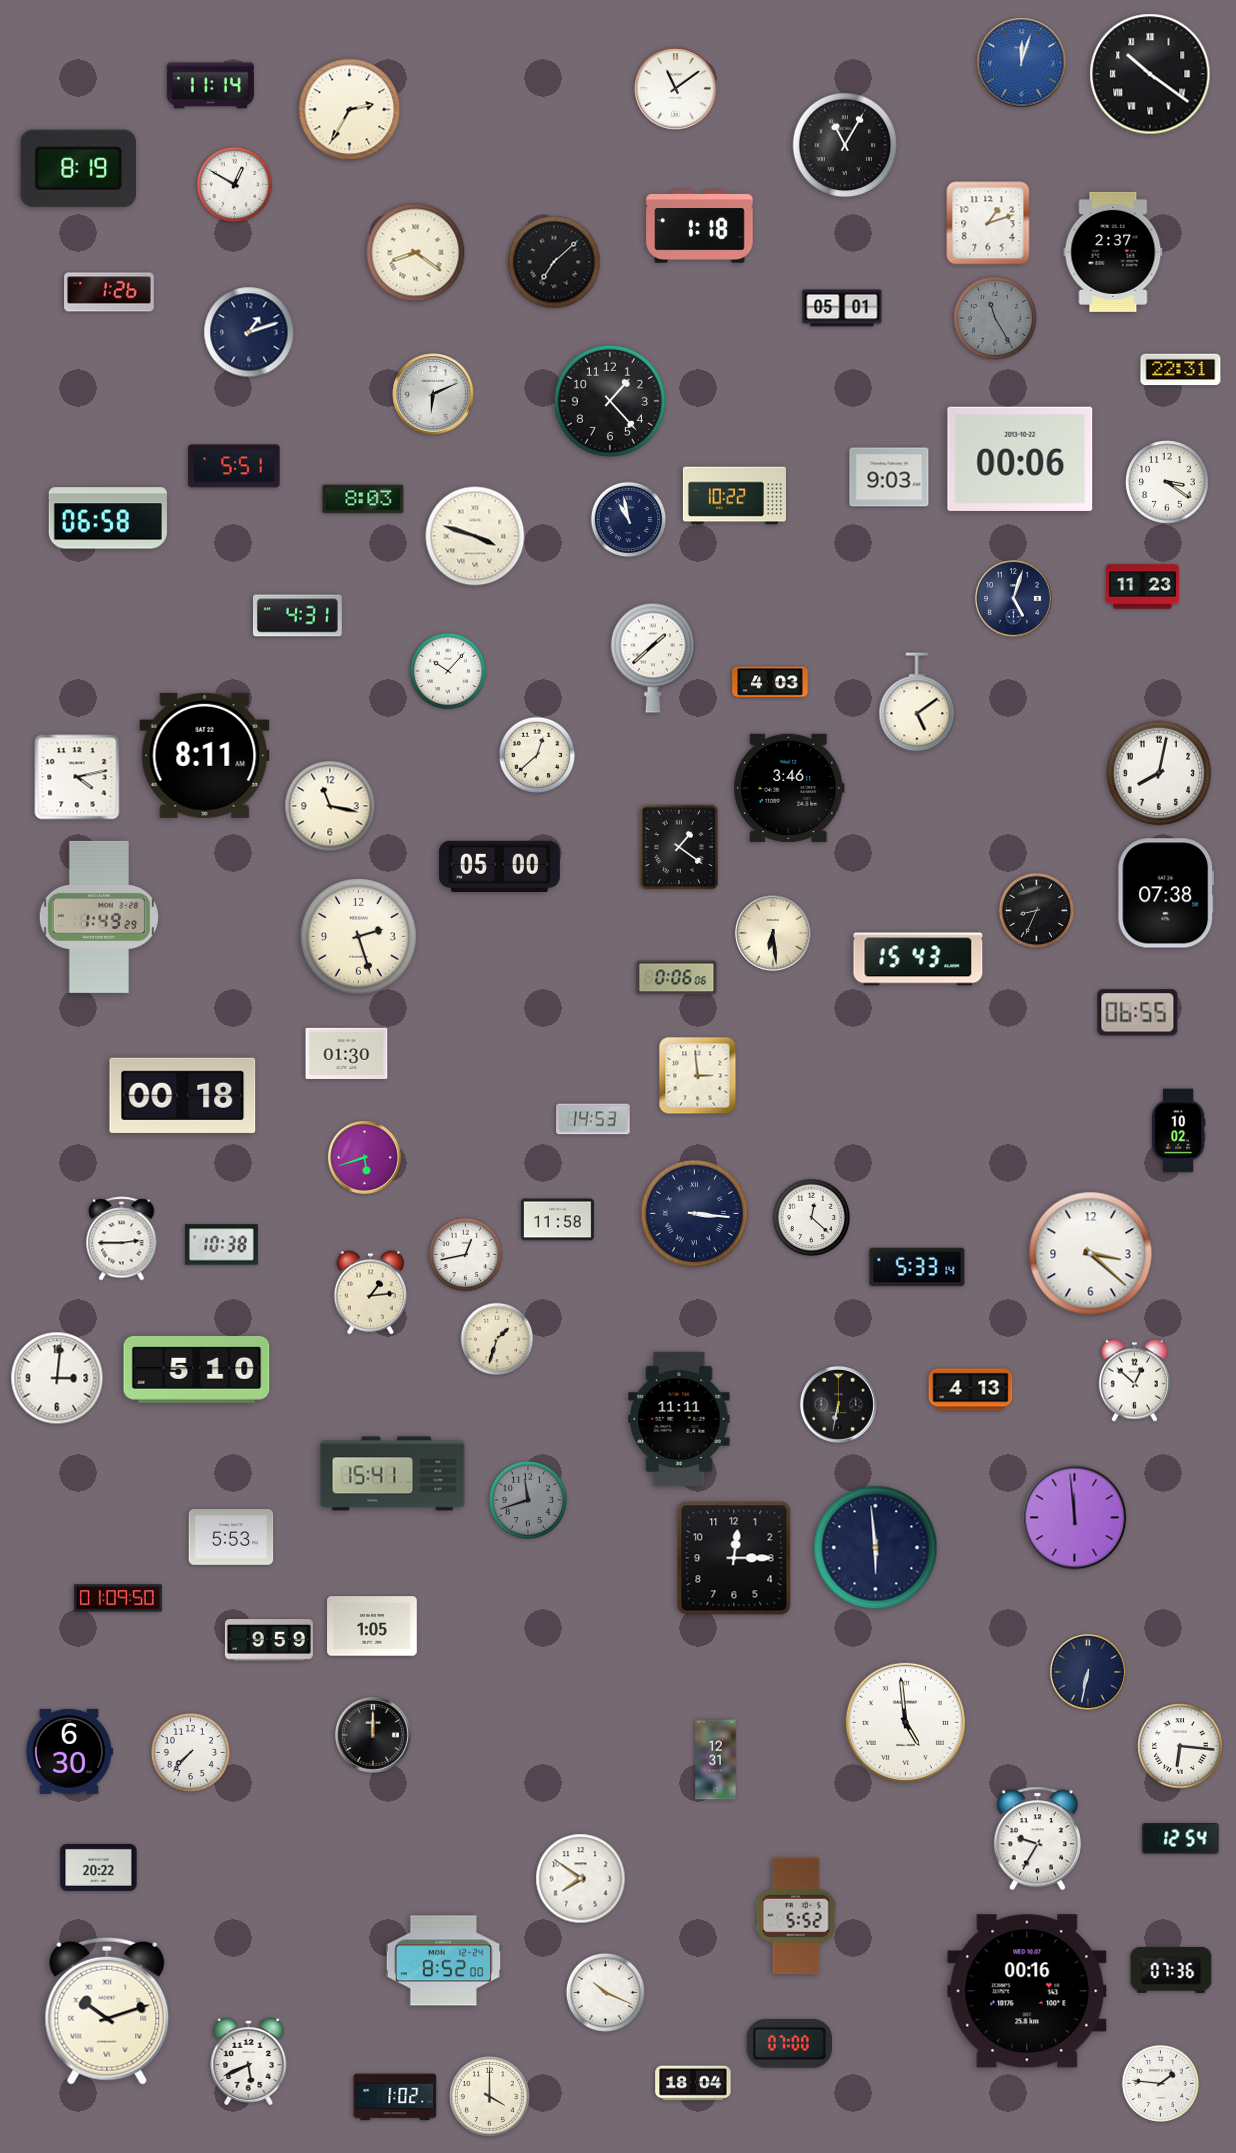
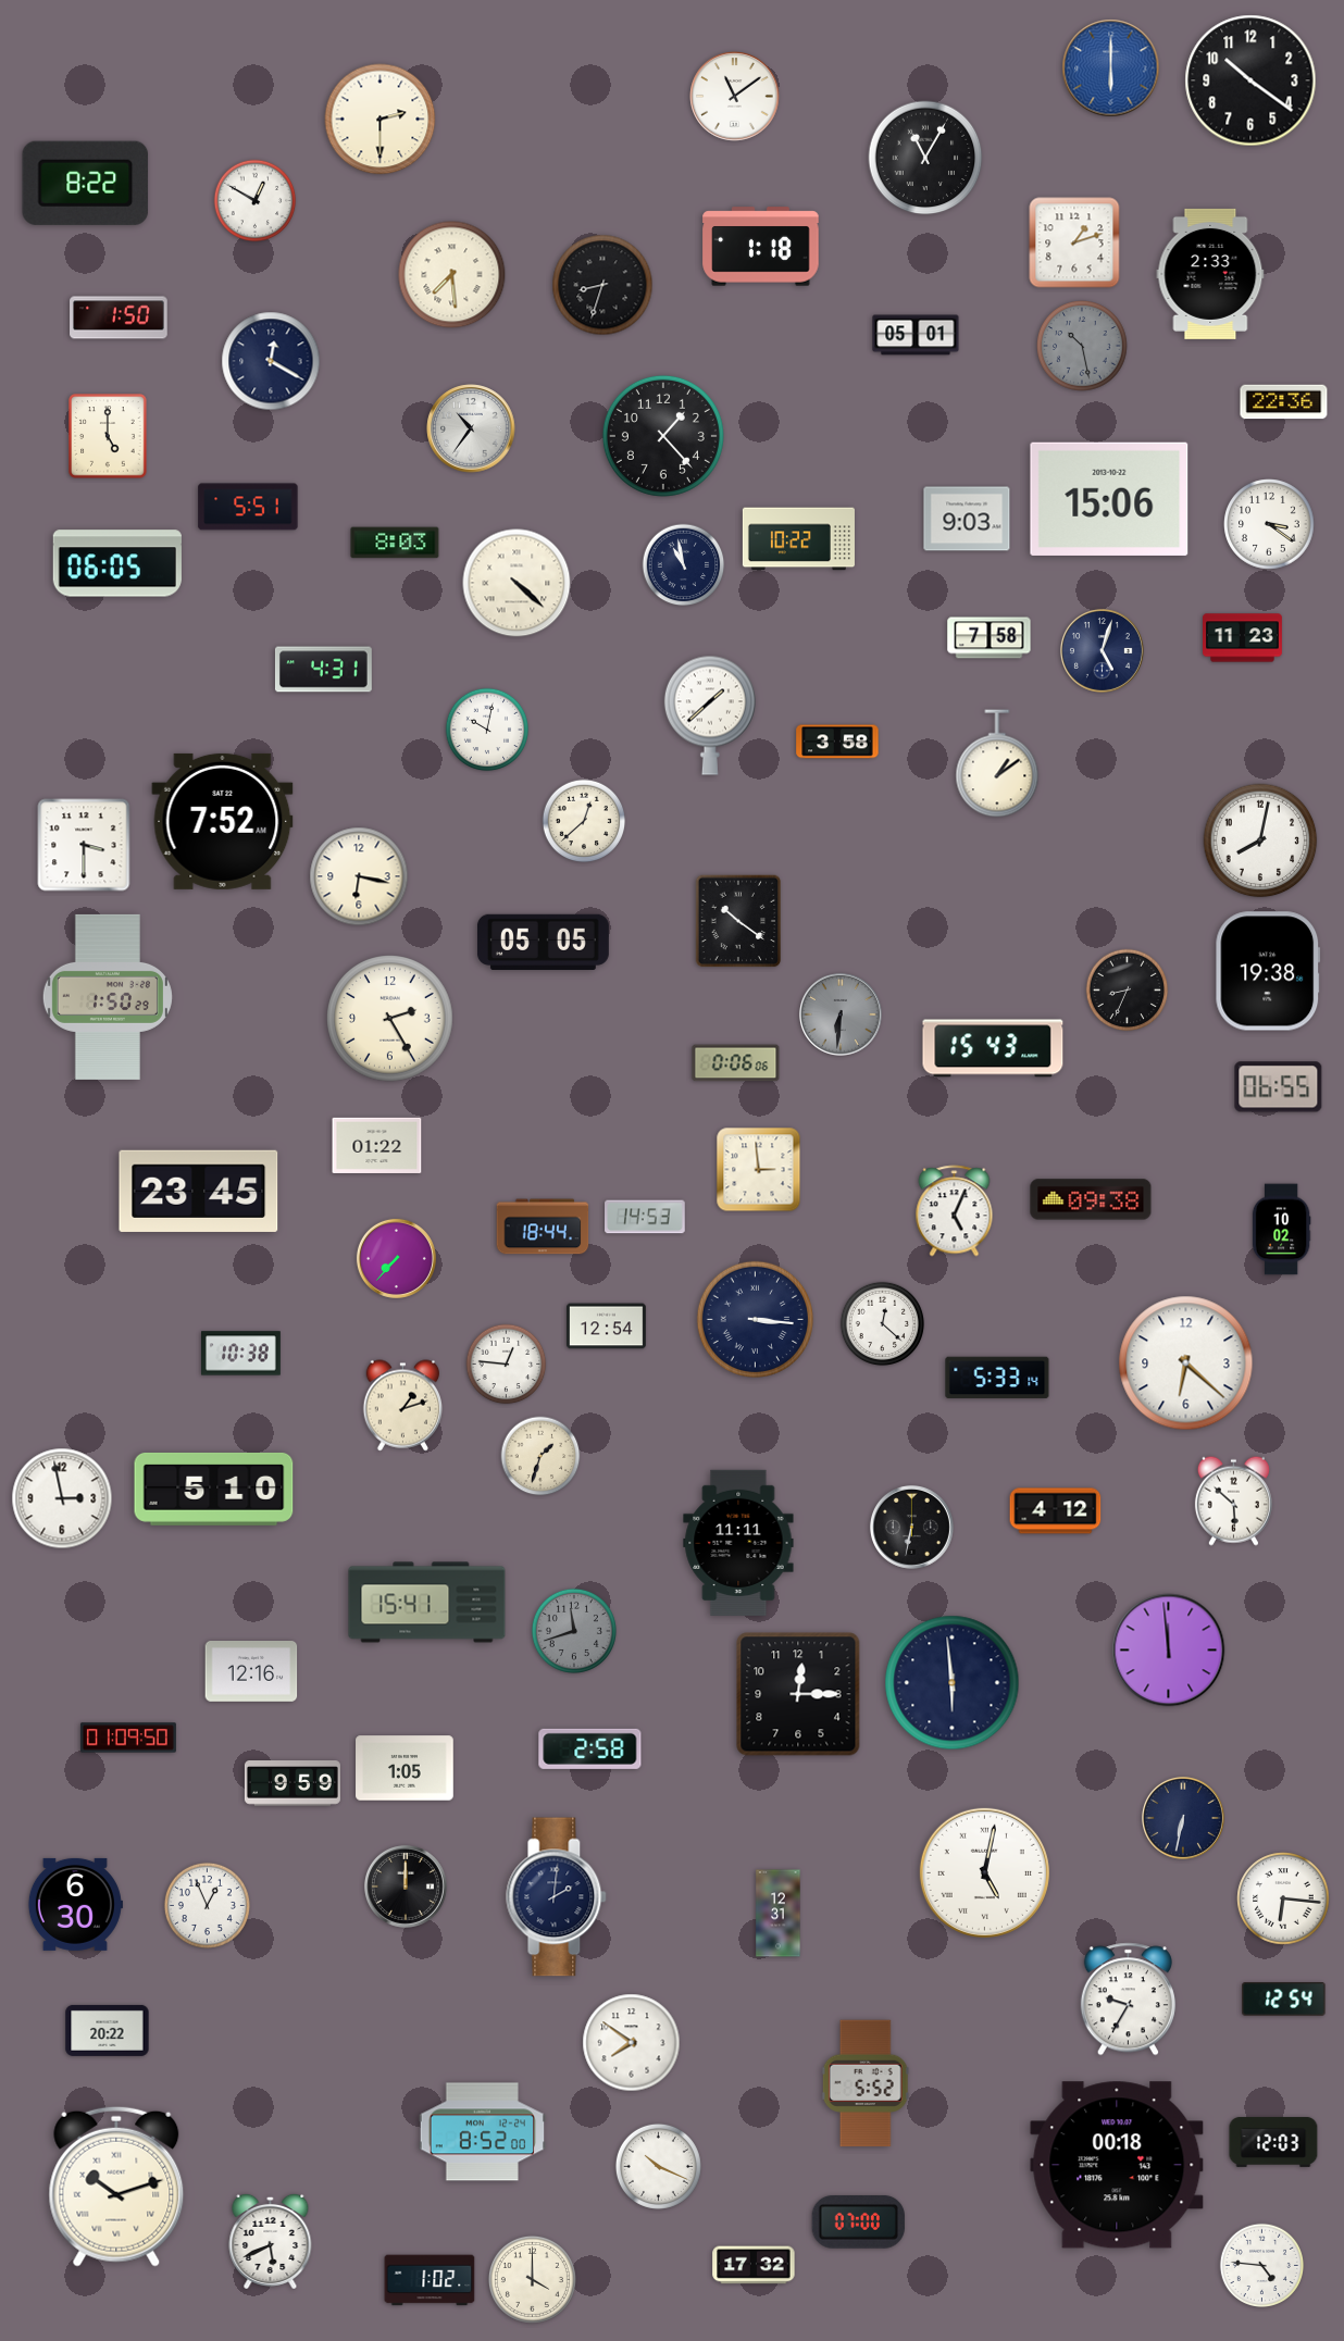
clock at (1022, 63): 12:03 -> 6:00
clock at (1150, 74) numerals: Roman -> Arabic
clock at (210, 86): 11:14 -> none
clock at (350, 110): 2:35 -> 2:30
clock at (845, 145) position: (845, 145) -> (925, 158)
clock at (79, 168): 8:19 -> 8:22
clock at (1113, 252): 2:37 -> 2:33
clock at (416, 253): 8:21 -> 7:29
clock at (554, 262): 7:08 -> 8:33
clock at (109, 292): 1:26 -> 1:50
clock at (995, 318): 11:25 -> 10:28
clock at (249, 332): 1:12 -> 12:20
clock at (1181, 370): 22:31 -> 22:36
clock at (433, 394): 6:11 -> 10:36
clock at (108, 436): none -> 5:00
clock at (1020, 459): 00:06 -> 15:06
clock at (234, 466) position: (234, 466) -> (248, 507)
clock at (108, 518): 06:58 -> 06:05
clock at (475, 536): 3:48 -> 4:22
clock at (990, 638): none -> 7:58
clock at (448, 671): 10:07 -> 10:02
clock at (770, 682): 4:03 -> 3:58
clock at (917, 702): 5:09 -> 1:09
clock at (205, 755): 8:11 -> 7:52
clock at (77, 777): 4:13 -> 3:30
clock at (790, 788): 3:46 -> none
clock at (330, 806): 11:17 -> 6:17
clock at (679, 847): 1:21 -> 10:21
clock at (499, 866): 05:00 -> 05:05
clock at (1166, 893): 07:38 -> 19:38
clock at (99, 917): 1:49 -> 1:50
clock at (773, 933): 6:29 -> 6:31
clock at (773, 933) dial: cream -> grey
clock at (359, 937): 2:27 -> 2:25
clock at (918, 959) position: (918, 959) -> (993, 1048)
clock at (1138, 1013) position: (1138, 1013) -> (1279, 1087)
clock at (347, 1053): 01:30 -> 01:22
clock at (183, 1095): 00:18 -> 23:45
clock at (1091, 1199): none -> 09:38
clock at (955, 1211): none -> 5:04
clock at (543, 1226): none -> 18:44
clock at (364, 1157): 5:42 -> 7:37
clock at (558, 1220): 11:58 -> 12:54
clock at (122, 1239): 2:45 -> none
clock at (1091, 1254): 3:22 -> 6:22
clock at (466, 1255): 12:43 -> 12:46
clock at (371, 1293): 1:14 -> 1:12
clock at (57, 1378): 3:01 -> 2:58
clock at (1134, 1380): 12:52 -> 5:52
clock at (971, 1390): 4:13 -> 4:12
clock at (231, 1538): 5:53 -> 12:16
clock at (590, 1748): none -> 2:58
clock at (905, 1722): 4:59 -> 5:02
clock at (557, 1897): none -> 2:01
clock at (190, 1752): 7:37 -> 12:56
clock at (1171, 1970): 07:36 -> 12:03
clock at (1027, 1991): 00:16 -> 00:18
clock at (693, 2083): 18:04 -> 17:32
clock at (1160, 2083): 1:46 -> 4:46
